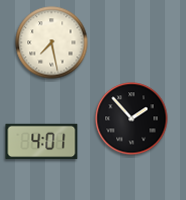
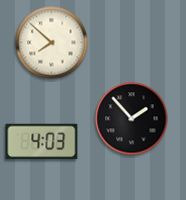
clock at (52, 43): 7:28 -> 7:52
clock at (42, 142): 4:01 -> 4:03
